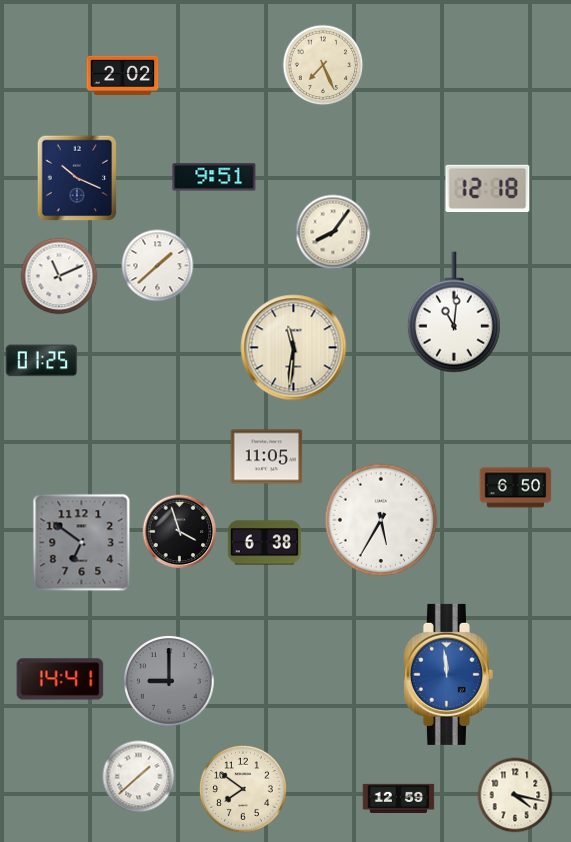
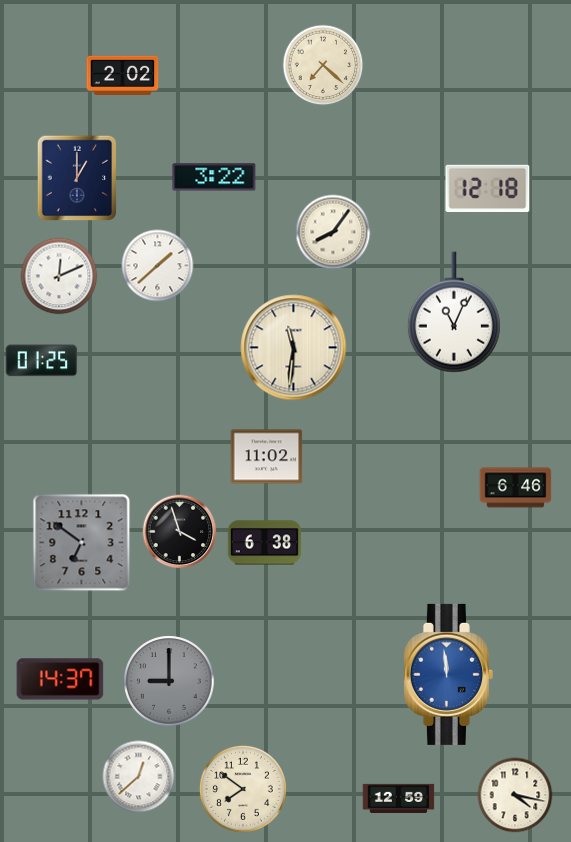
clock at (323, 65): 7:26 -> 7:22
clock at (214, 177): 9:51 -> 3:22
clock at (77, 178): 10:19 -> 1:00
clock at (59, 276): 11:11 -> 12:11
clock at (454, 312): 11:01 -> 11:04
clock at (267, 457): 11:05 -> 11:02
clock at (516, 488): 6:50 -> 6:46
clock at (381, 520): 5:35 -> none
clock at (60, 679): 14:41 -> 14:37
clock at (139, 777): 1:38 -> 12:38
